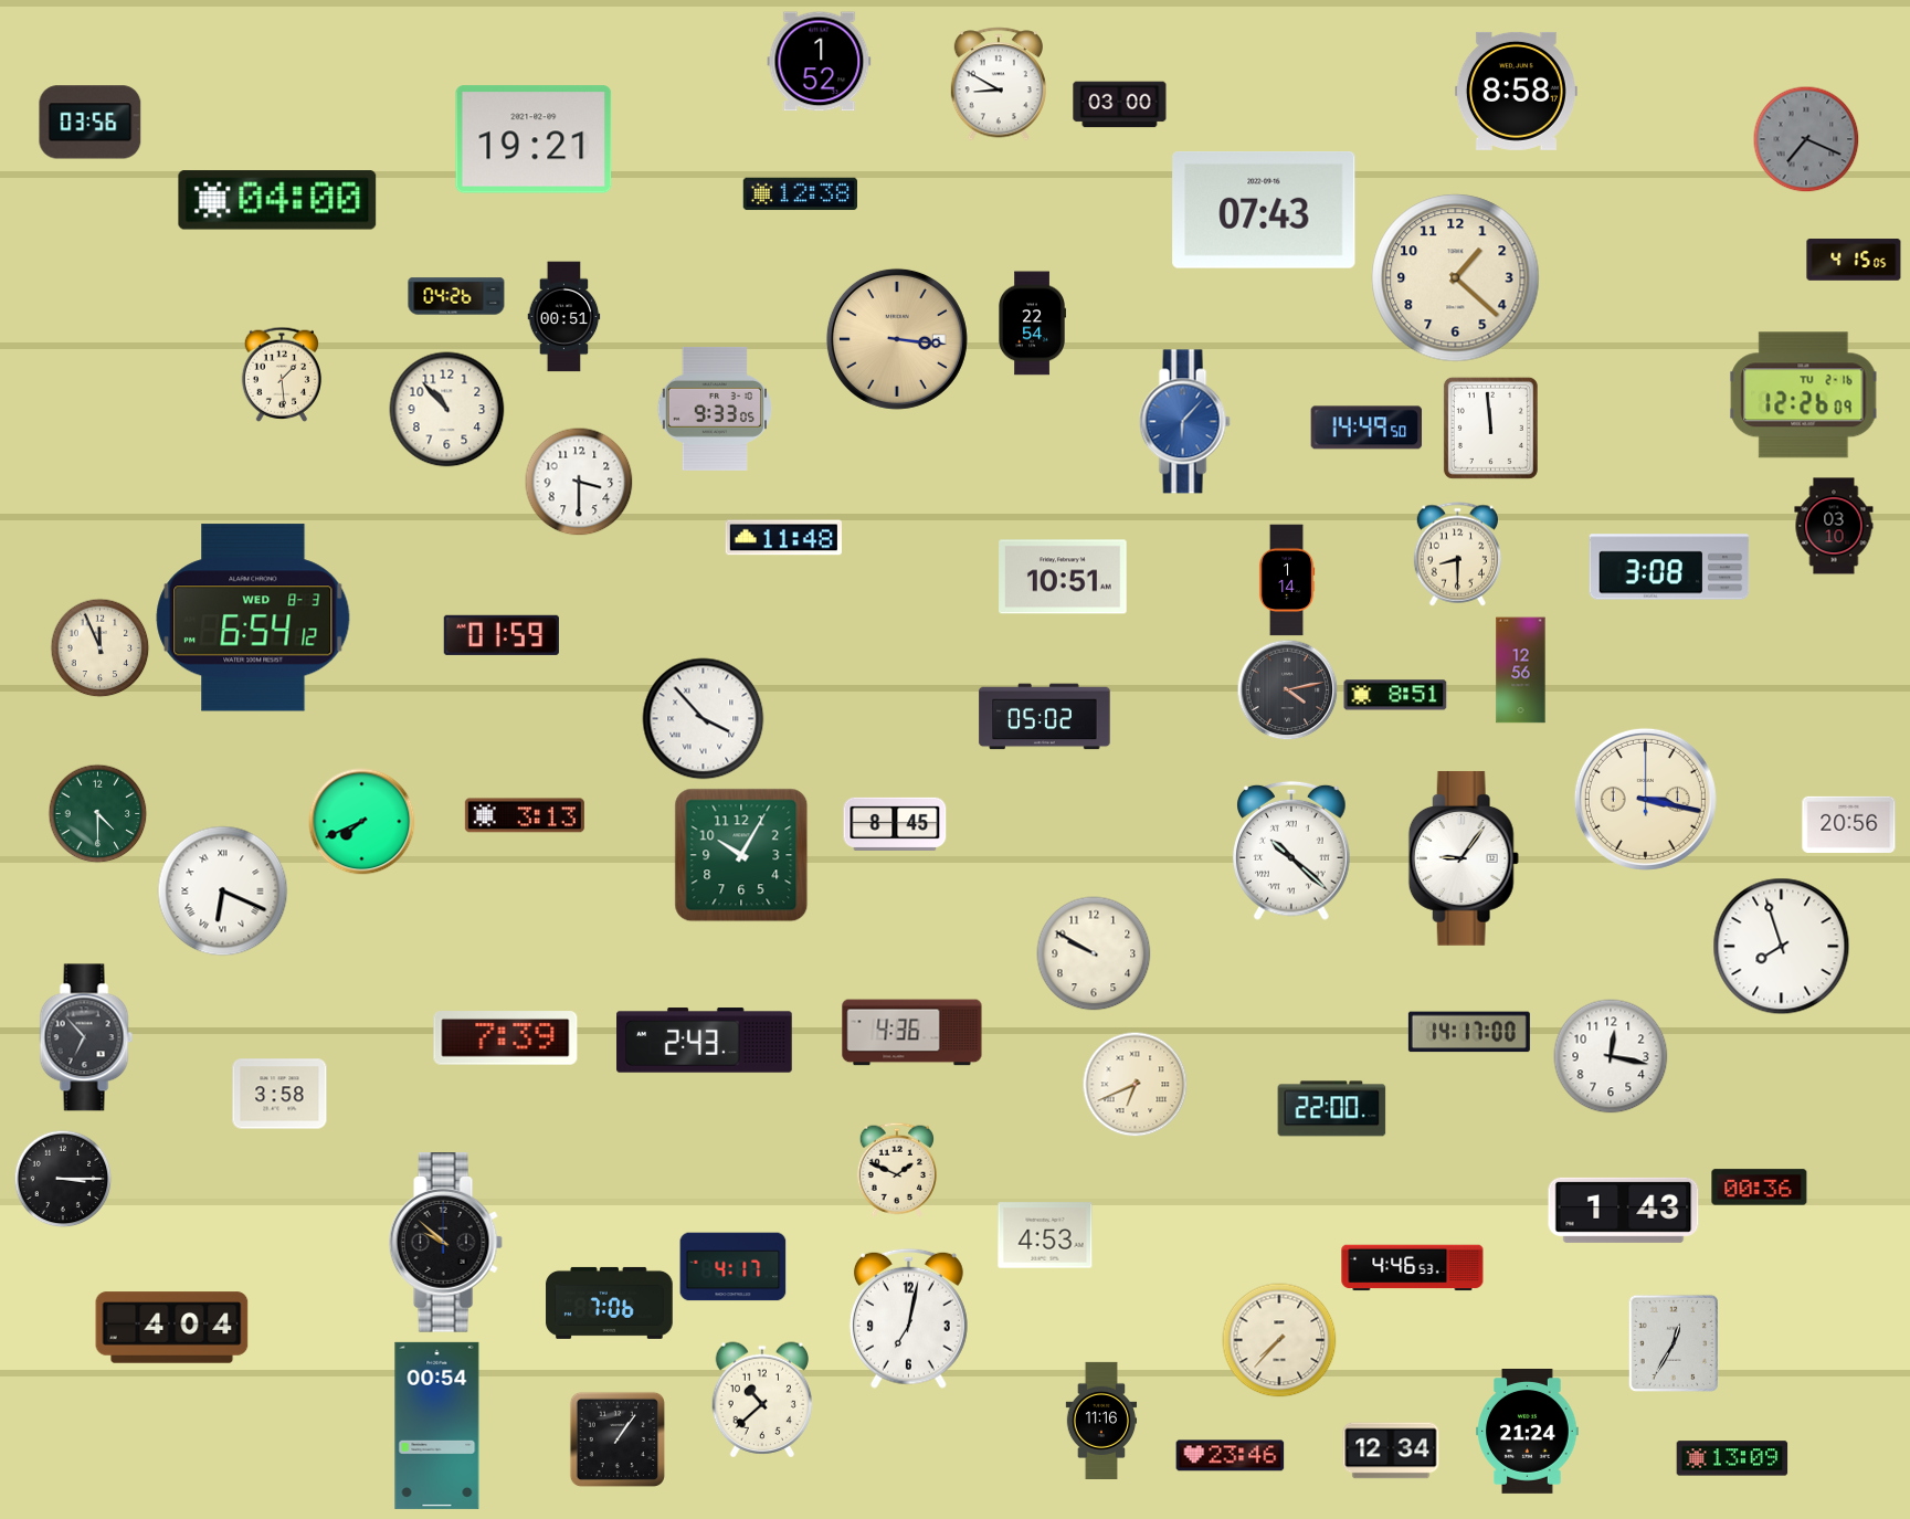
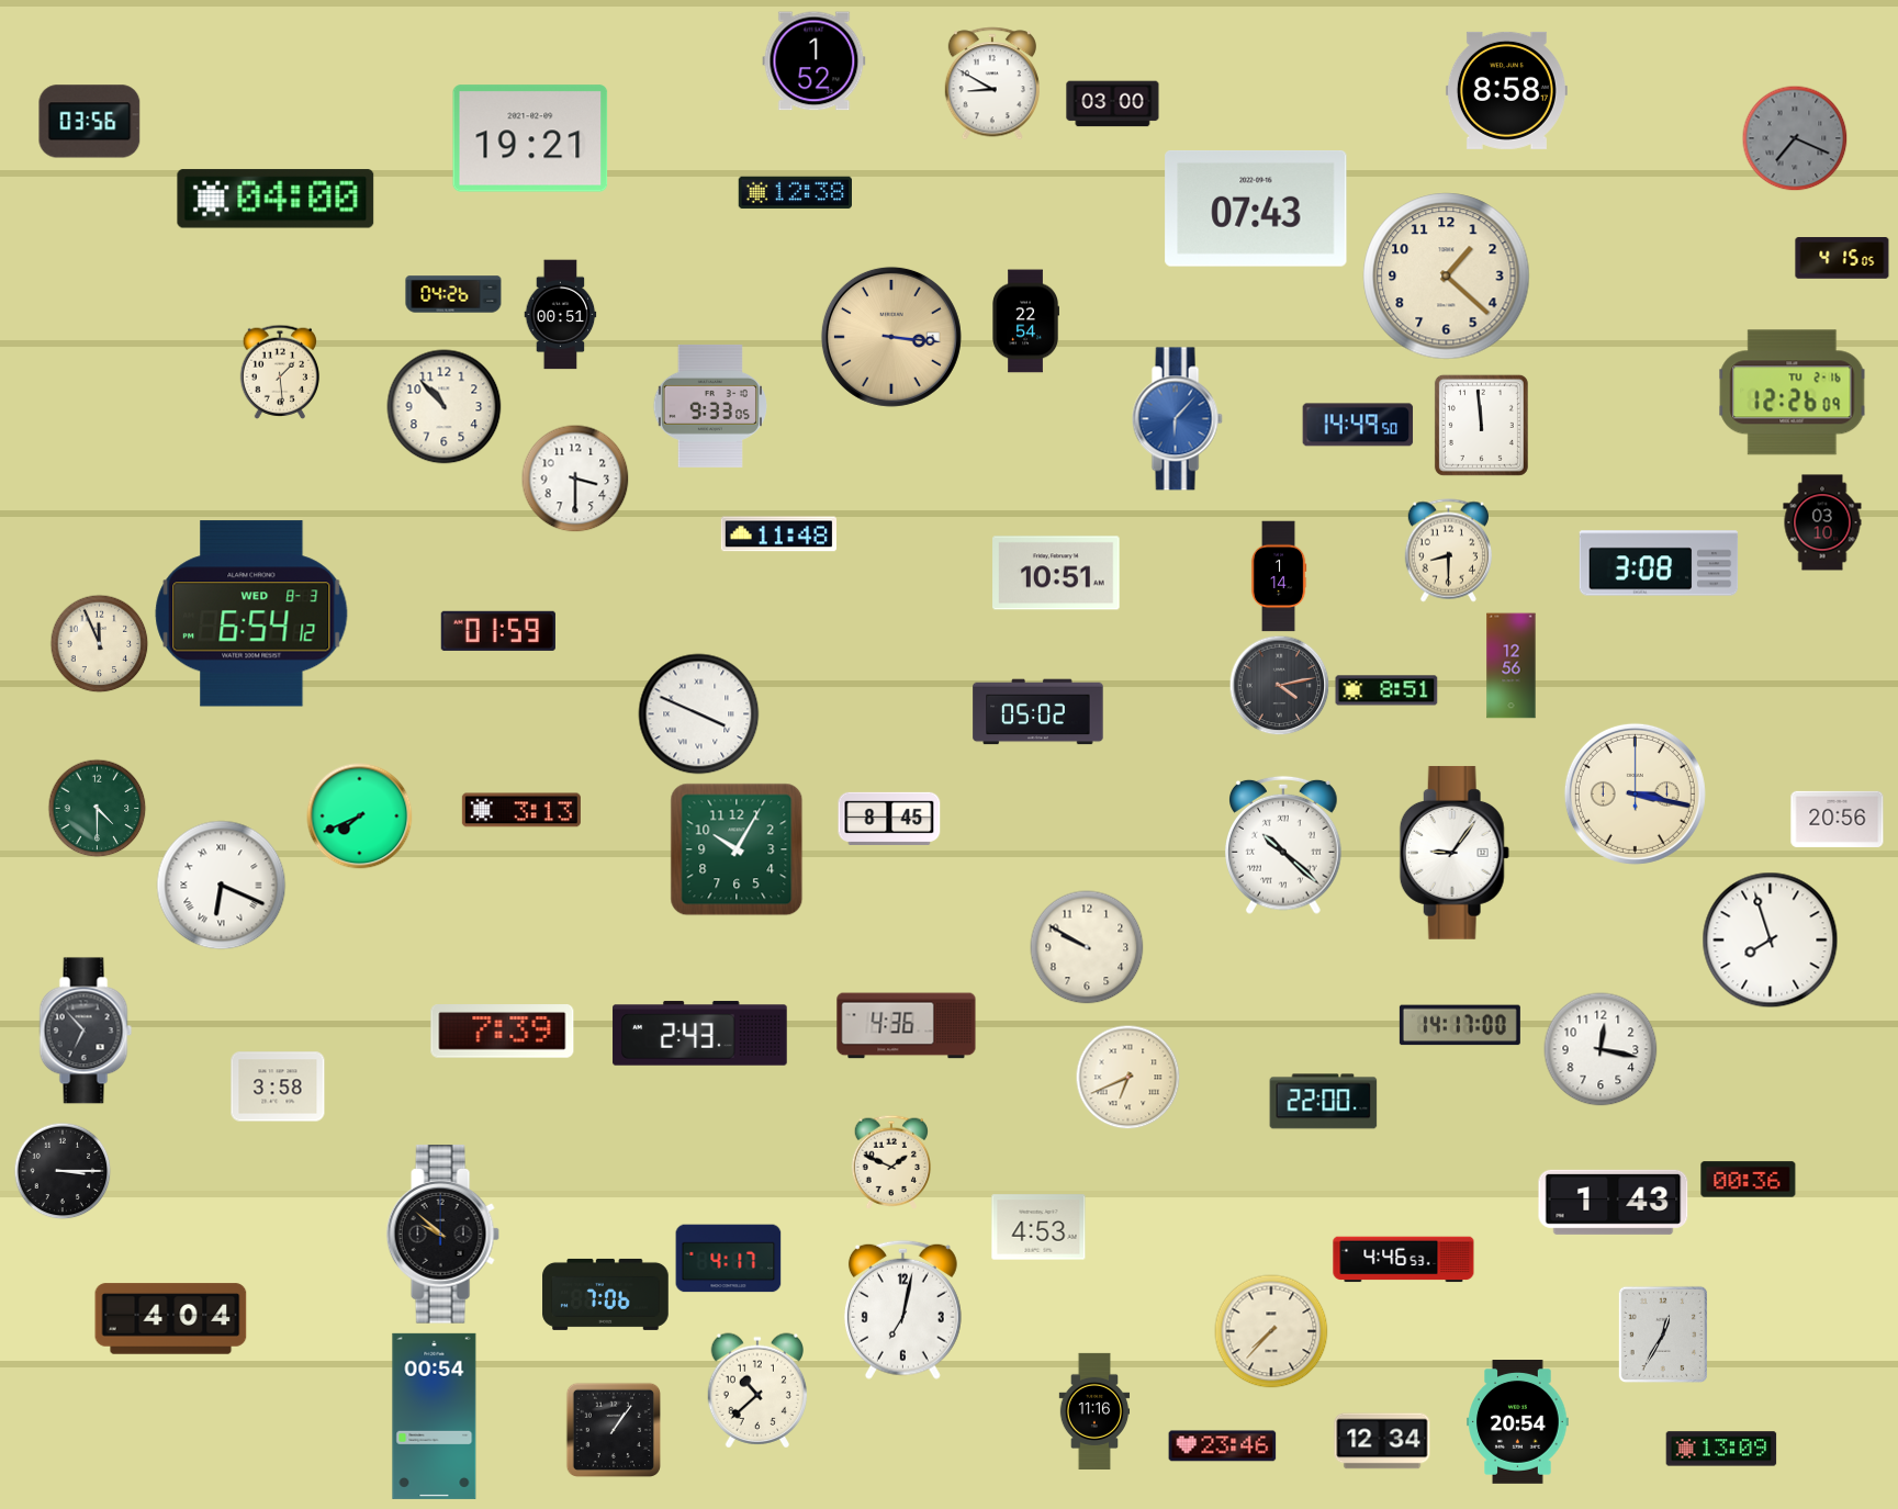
clock at (704, 719): 3:53 -> 3:49
clock at (1528, 1432): 21:24 -> 20:54
